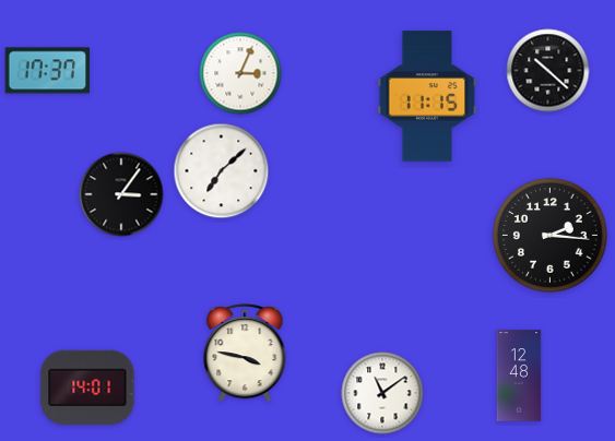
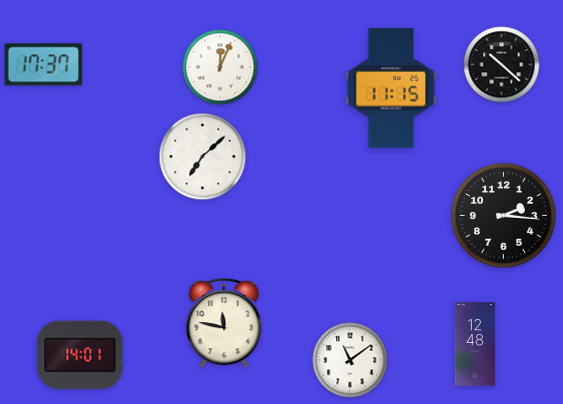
clock at (240, 73): 3:04 -> 12:04
clock at (121, 194): 3:06 -> none
clock at (245, 354): 3:47 -> 11:47
